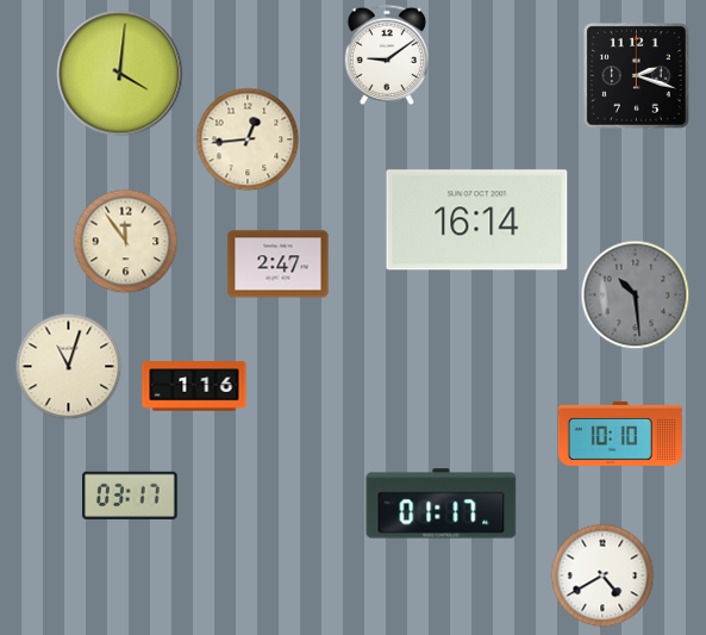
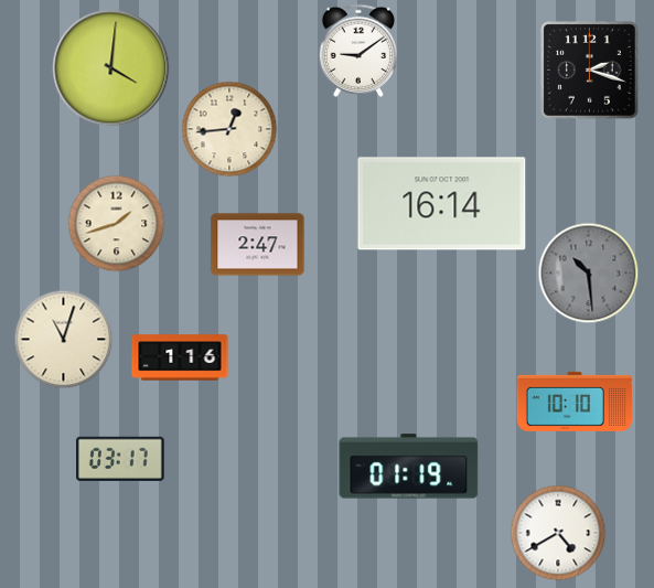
clock at (126, 242): 11:54 -> 1:42
clock at (442, 504): 01:17 -> 01:19
